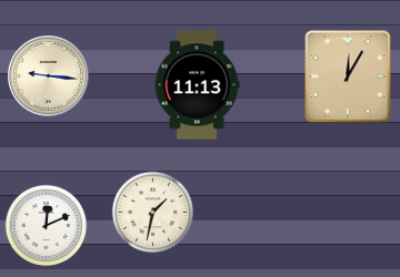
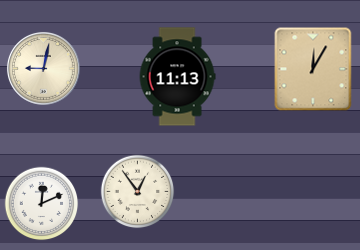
clock at (48, 75): 9:16 -> 9:02
clock at (153, 213): 1:32 -> 12:54
